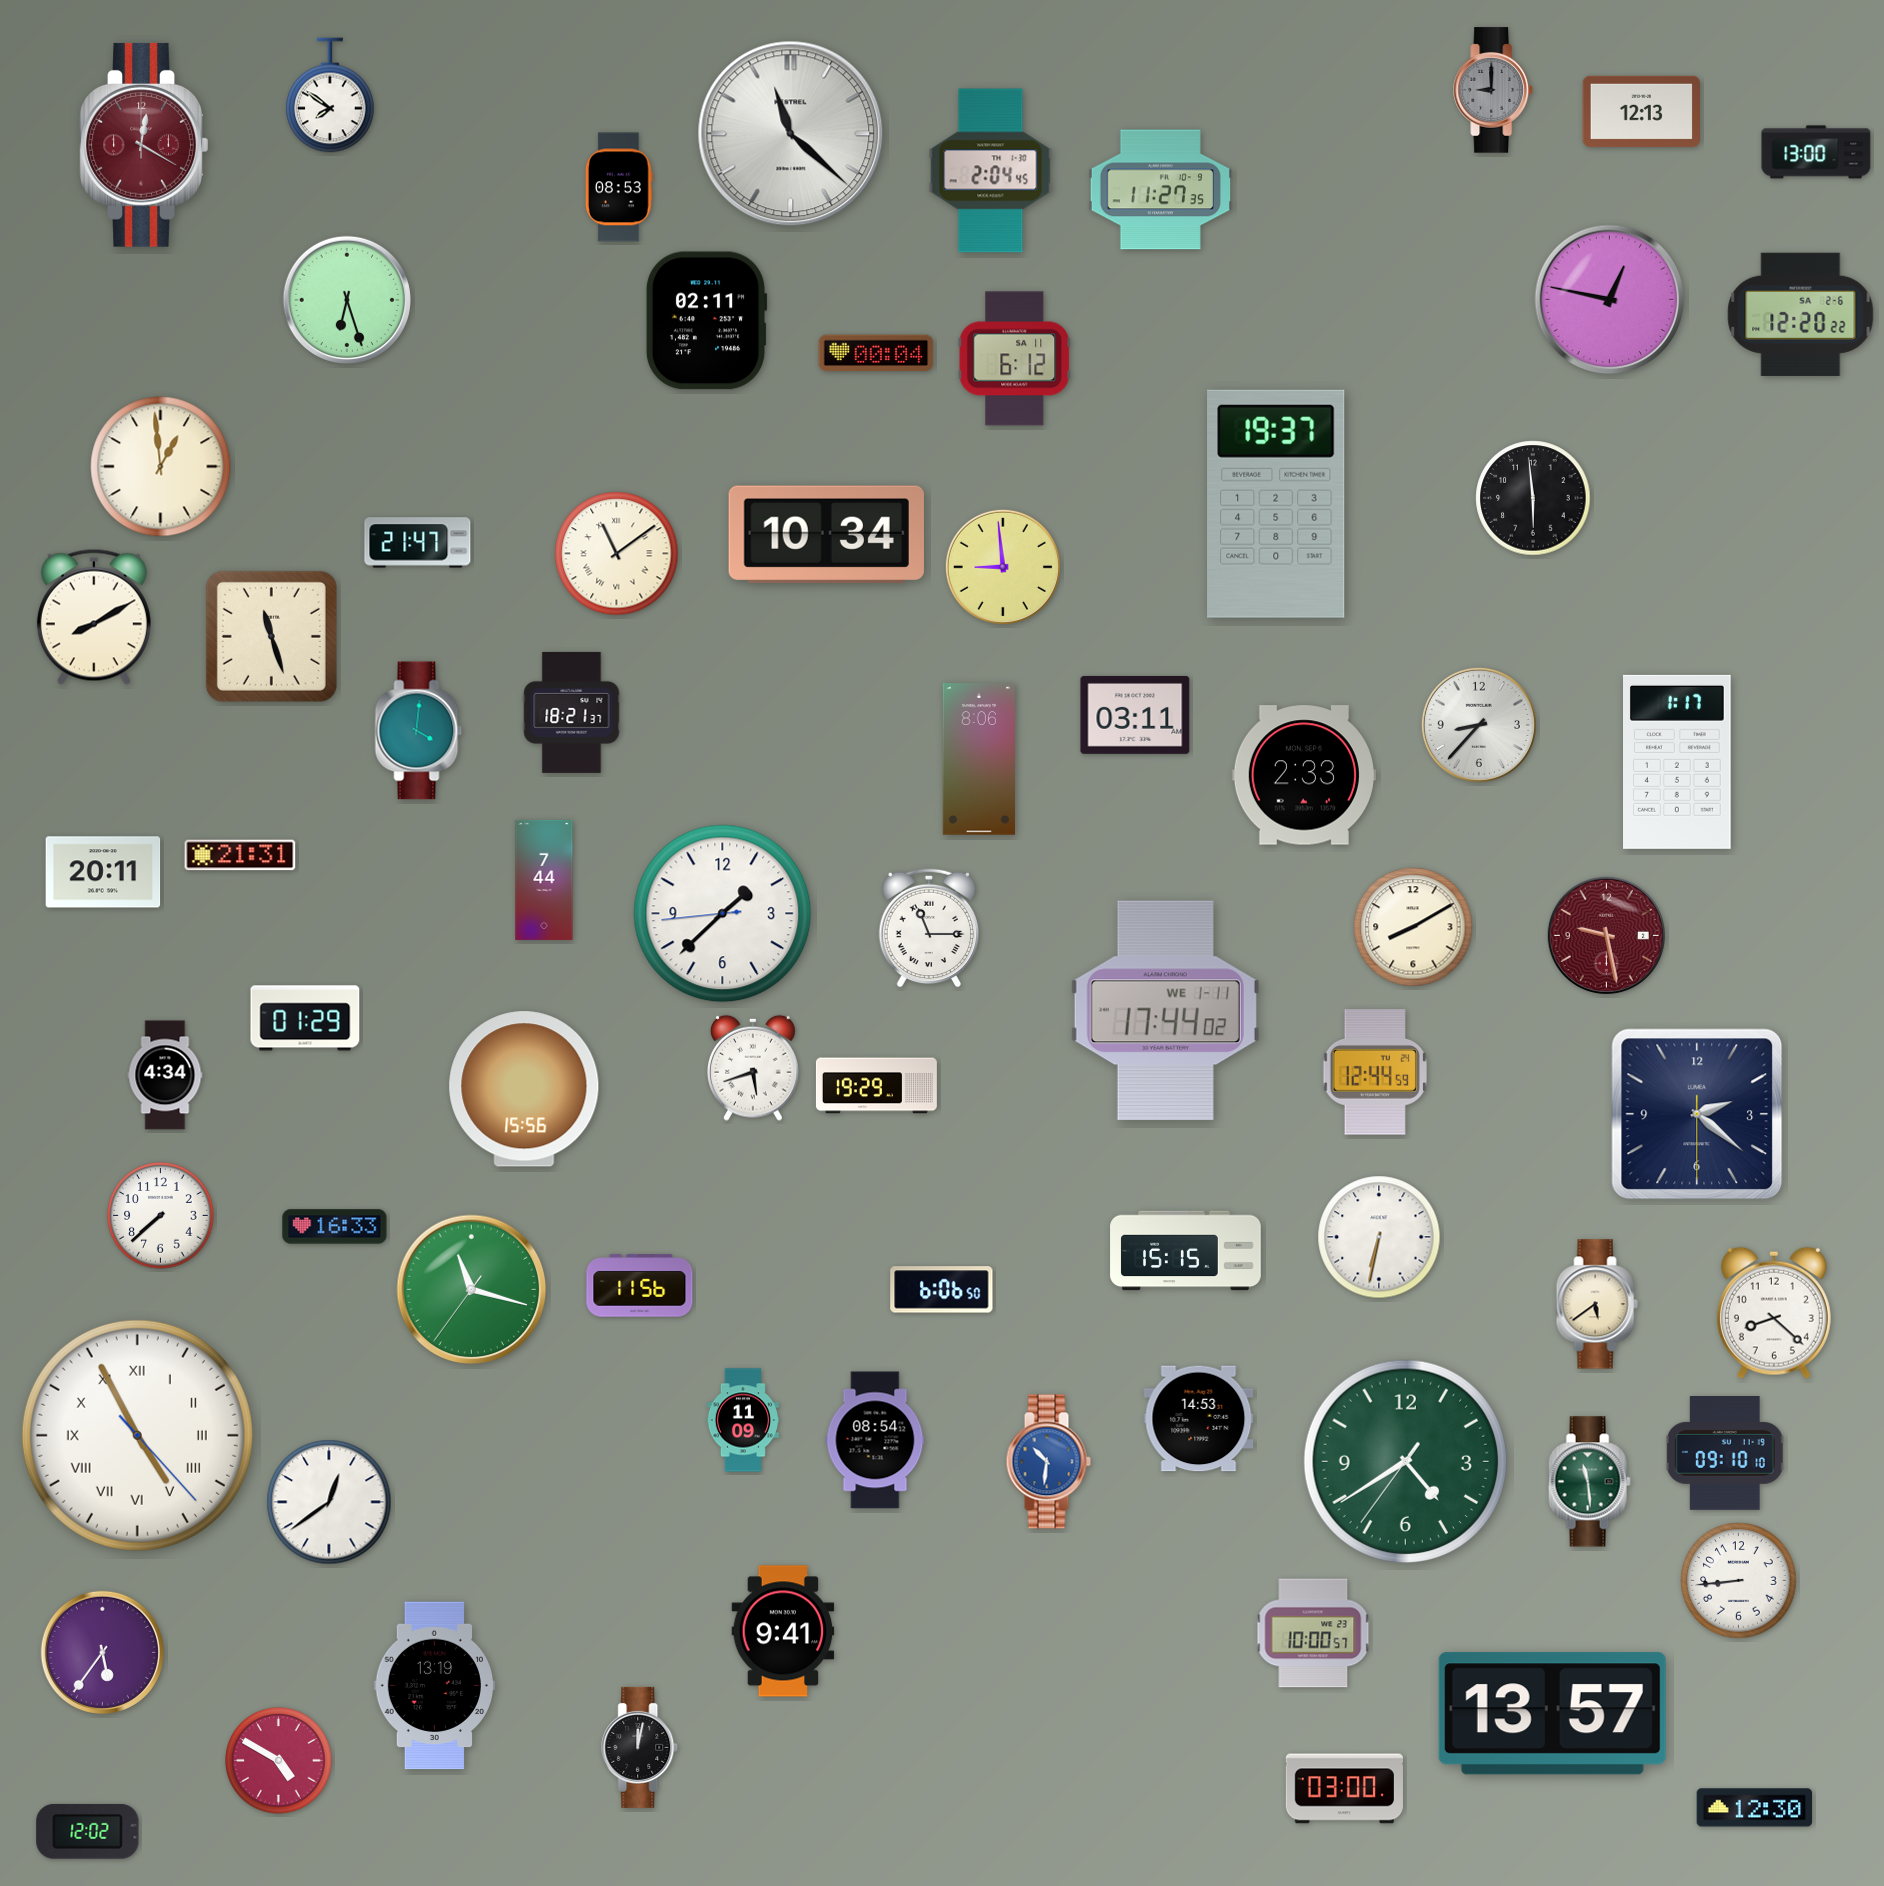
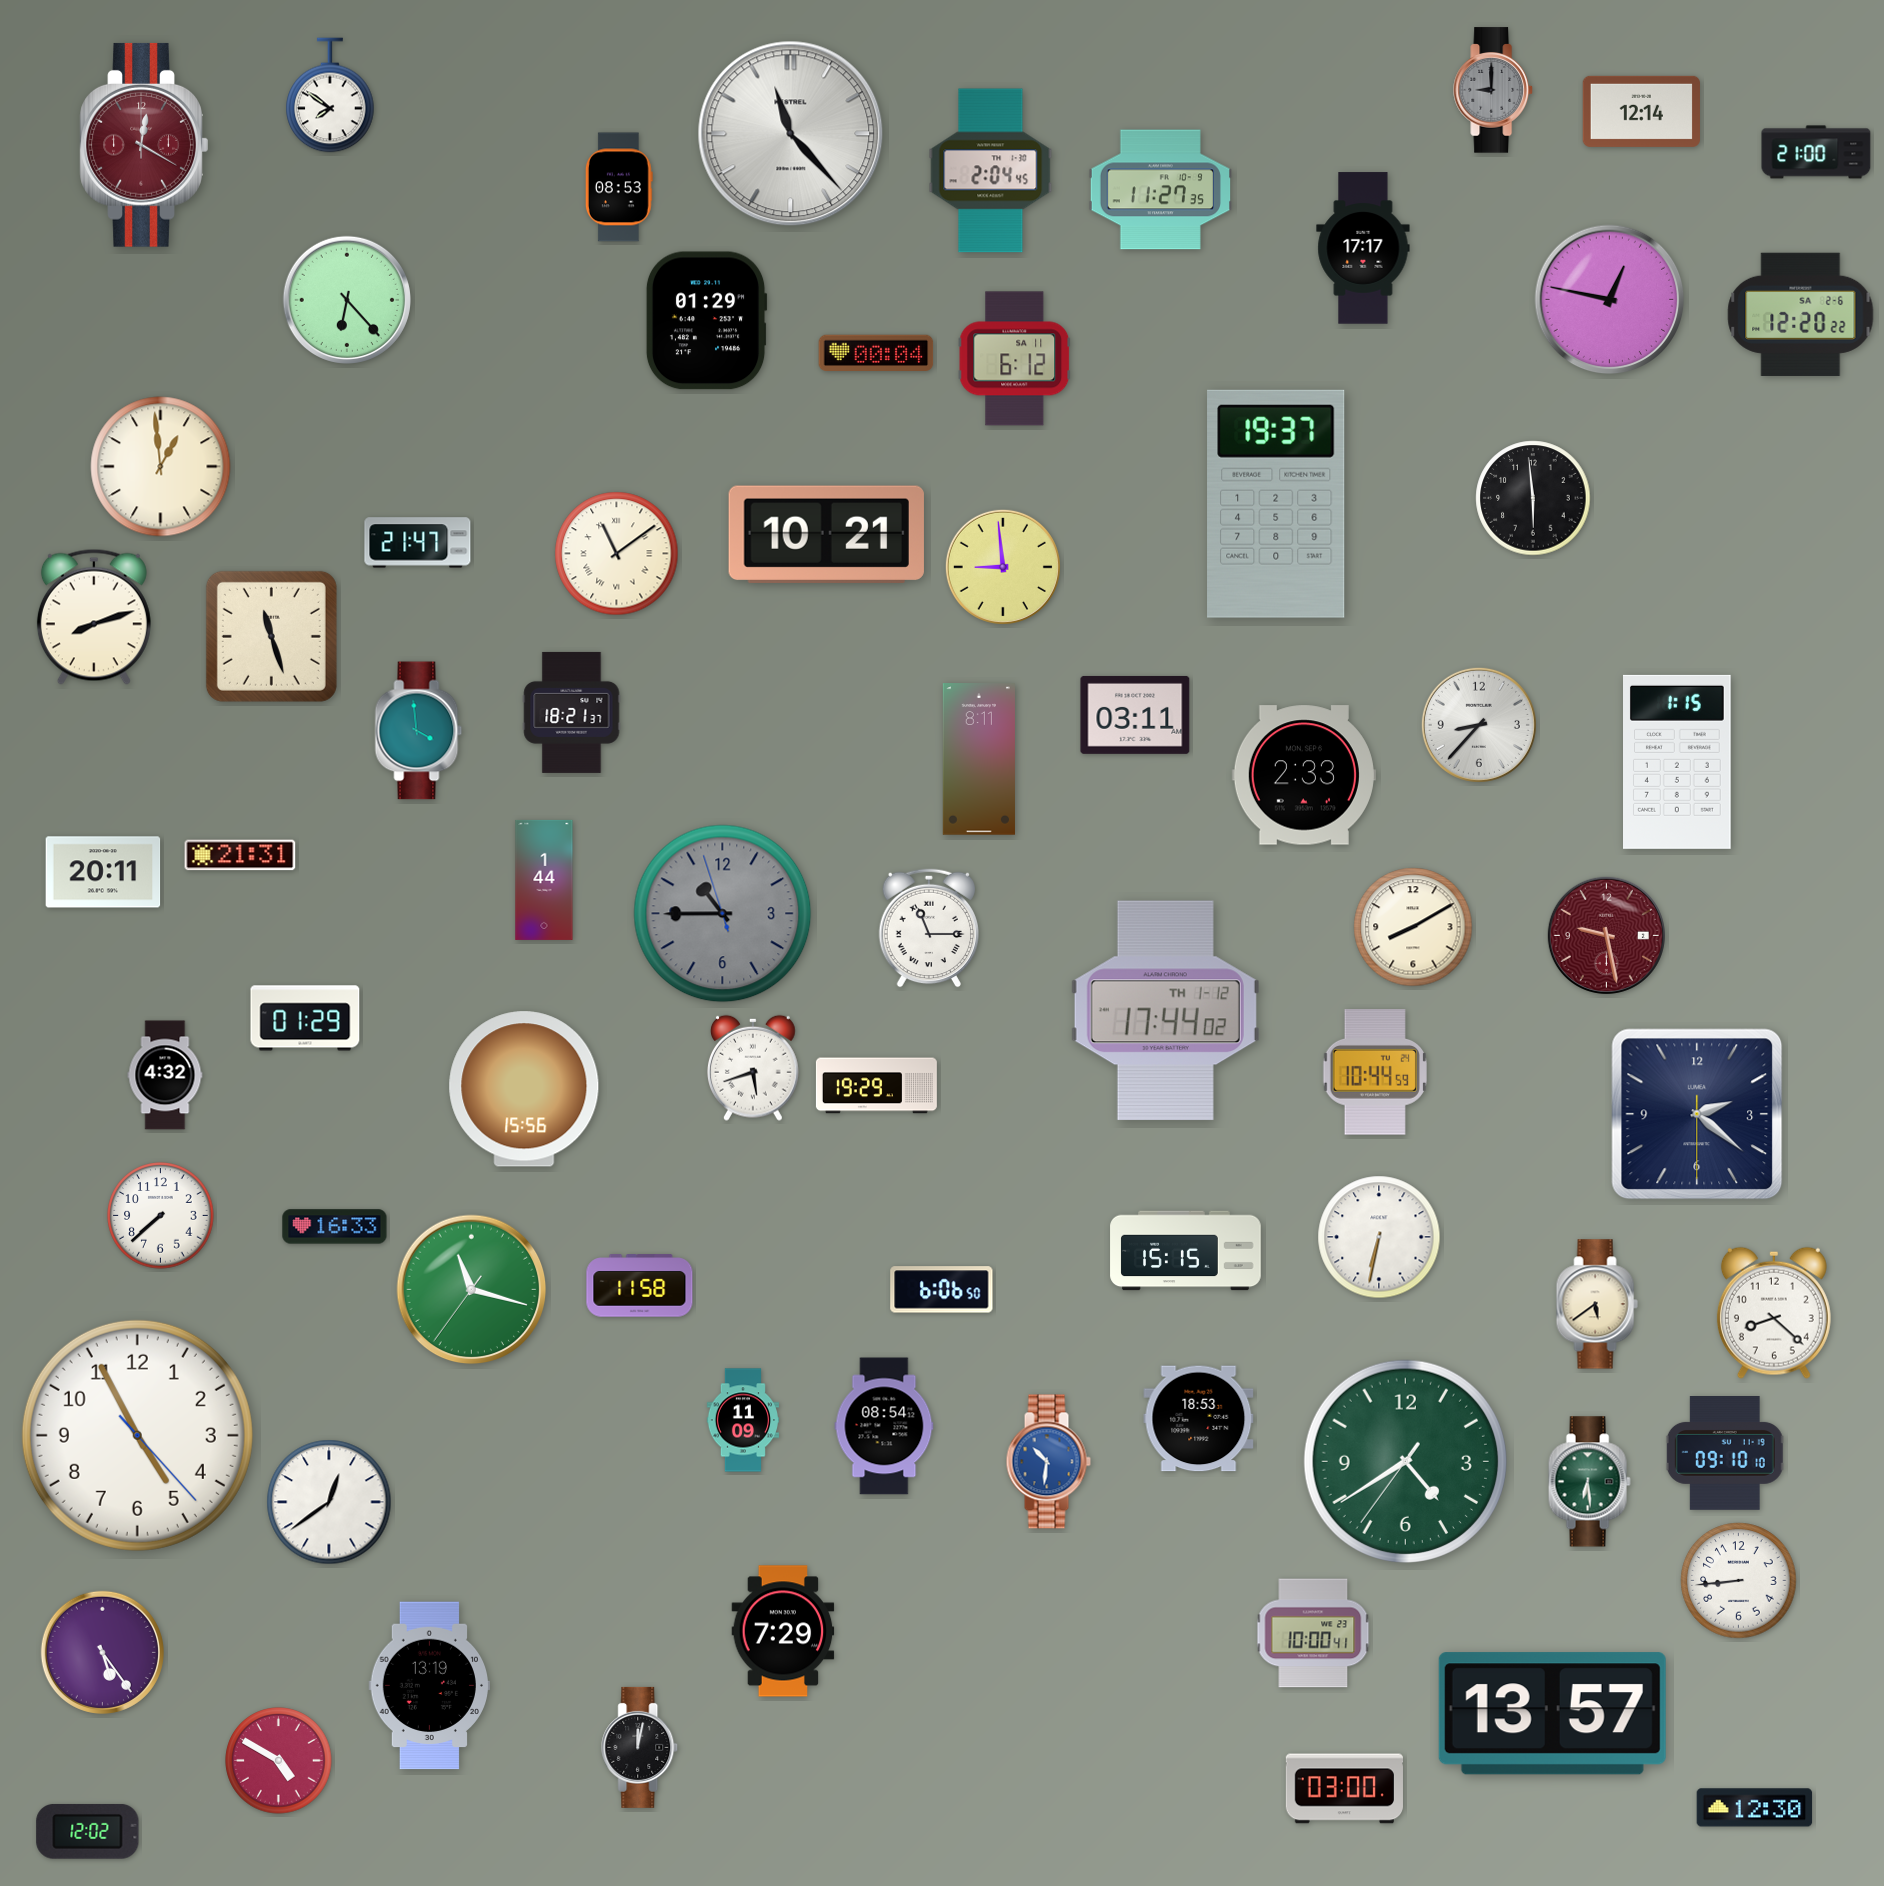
clock at (1641, 111): 12:13 -> 12:14
clock at (791, 134): 11:22 -> 11:23
clock at (1816, 152): 13:00 -> 21:00
clock at (1363, 248): none -> 17:17
clock at (347, 300): 6:27 -> 6:23
clock at (706, 321): 02:11 -> 01:29
clock at (826, 534): 10:34 -> 10:21
clock at (94, 617): 8:10 -> 8:12
clock at (419, 731): 4:01 -> 3:59
clock at (979, 759): 8:06 -> 8:11
clock at (1678, 762): 1:17 -> 1:15
clock at (544, 880): 7:44 -> 1:44
clock at (723, 914): 1:37 -> 10:44
clock at (723, 914) dial: white -> grey
clock at (1165, 1011) date: WE 1-11 -> TH 1-12
clock at (1375, 1072): 12:44 -> 10:44
clock at (165, 1075): 4:34 -> 4:32
clock at (640, 1286): 11:56 -> 11:58
clock at (1199, 1419): 14:53 -> 18:53
clock at (137, 1435) numerals: Roman -> Arabic
clock at (875, 1440) position: (875, 1440) -> (884, 1426)
clock at (1589, 1482): 11:29 -> 6:29
clock at (783, 1631): 9:41 -> 7:29
clock at (1313, 1633): 10:00:57 -> 10:00:41
clock at (102, 1652): 5:36 -> 5:24
clock at (434, 1686) position: (434, 1686) -> (429, 1686)
